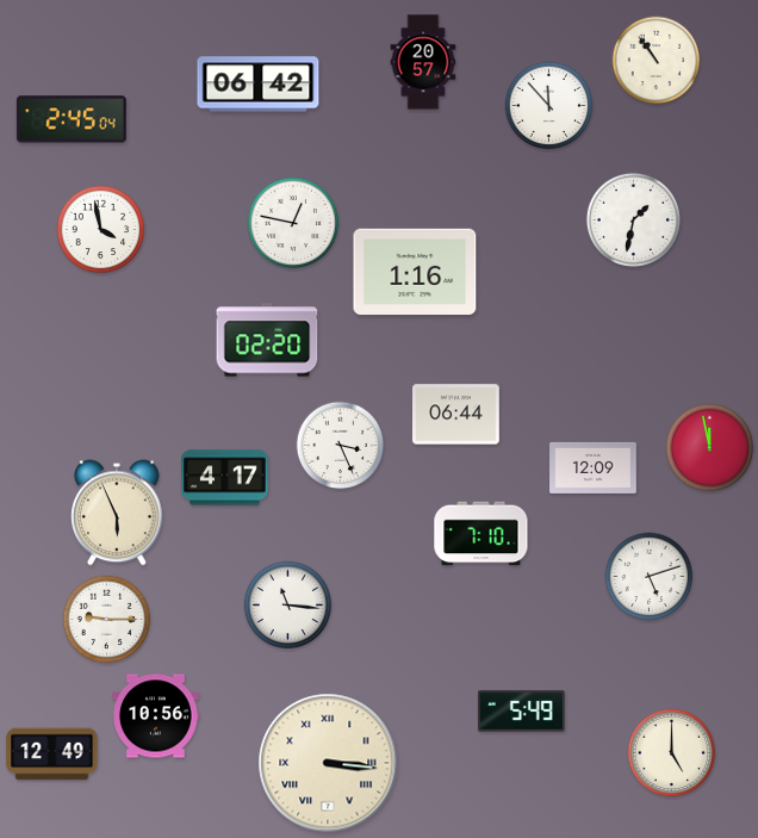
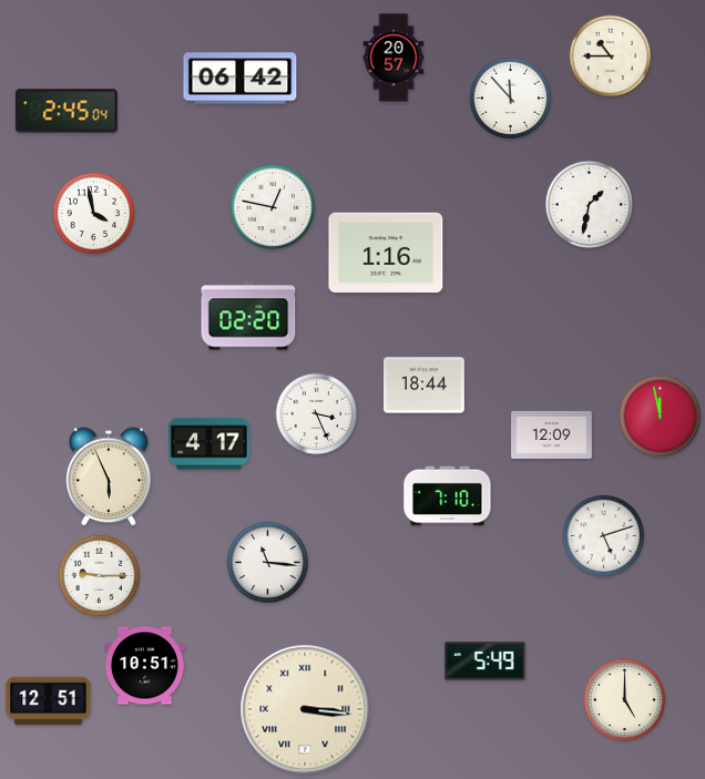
clock at (657, 61): 10:54 -> 10:45
clock at (456, 415): 06:44 -> 18:44
clock at (156, 716): 10:56 -> 10:51
clock at (52, 755): 12:49 -> 12:51
